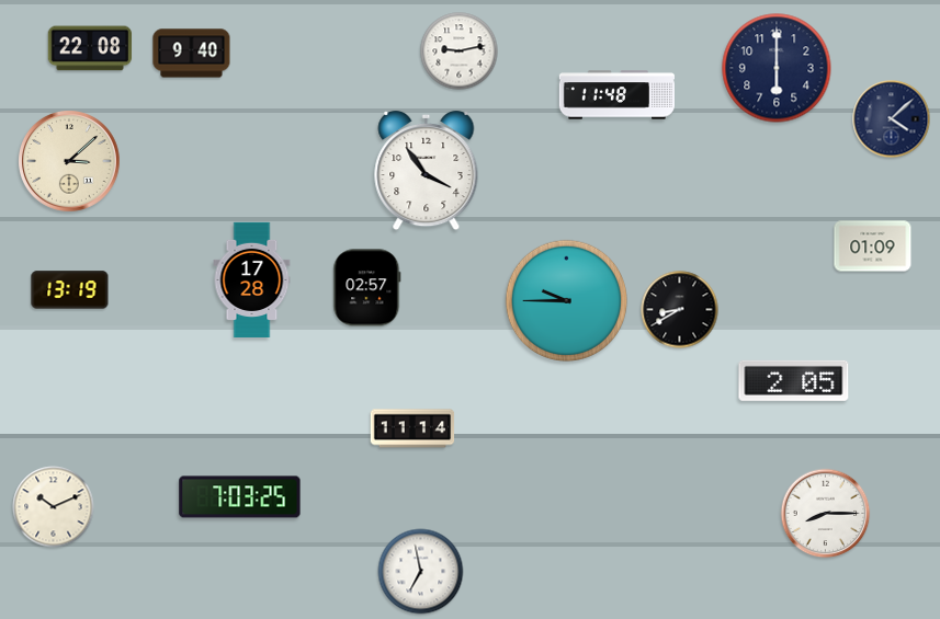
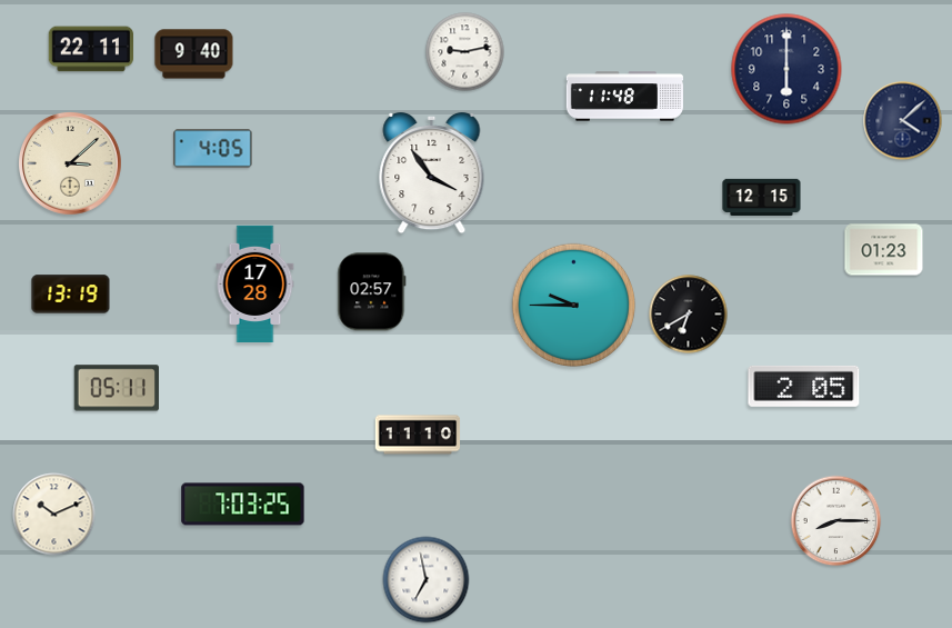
clock at (90, 48): 22:08 -> 22:11
clock at (213, 149): none -> 4:05
clock at (762, 197): none -> 12:15
clock at (873, 247): 01:09 -> 01:23
clock at (680, 310): 8:40 -> 6:40
clock at (117, 388): none -> 05:11
clock at (412, 428): 11:14 -> 11:10
